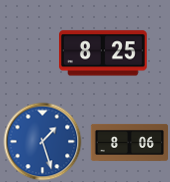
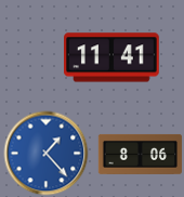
clock at (104, 53): 8:25 -> 11:41
clock at (42, 141): 1:27 -> 1:23
